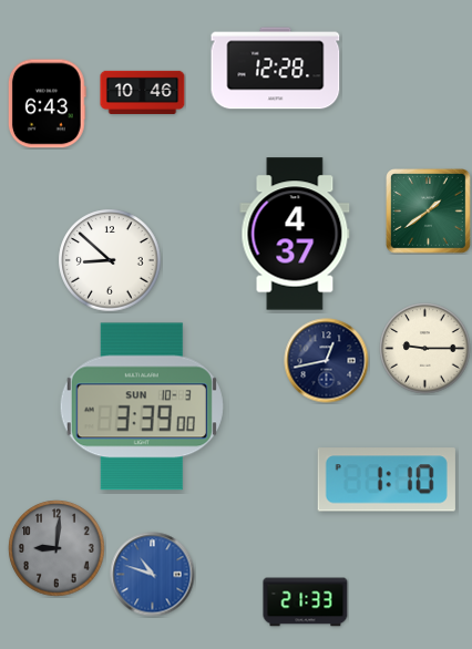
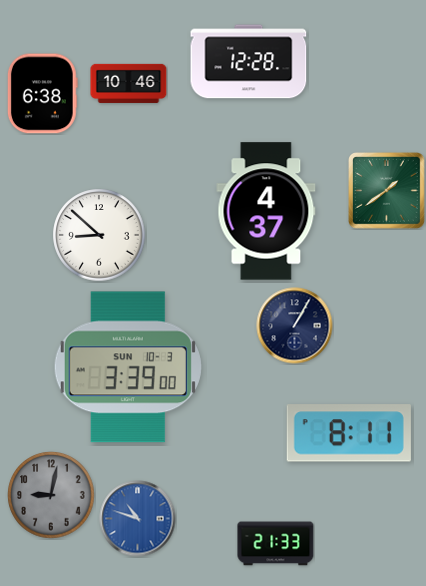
clock at (47, 104): 6:43 -> 6:38
clock at (425, 349): 9:15 -> none
clock at (327, 361): 12:43 -> 1:05
clock at (387, 480): 1:10 -> 8:11
clock at (57, 548): 9:01 -> 9:02
